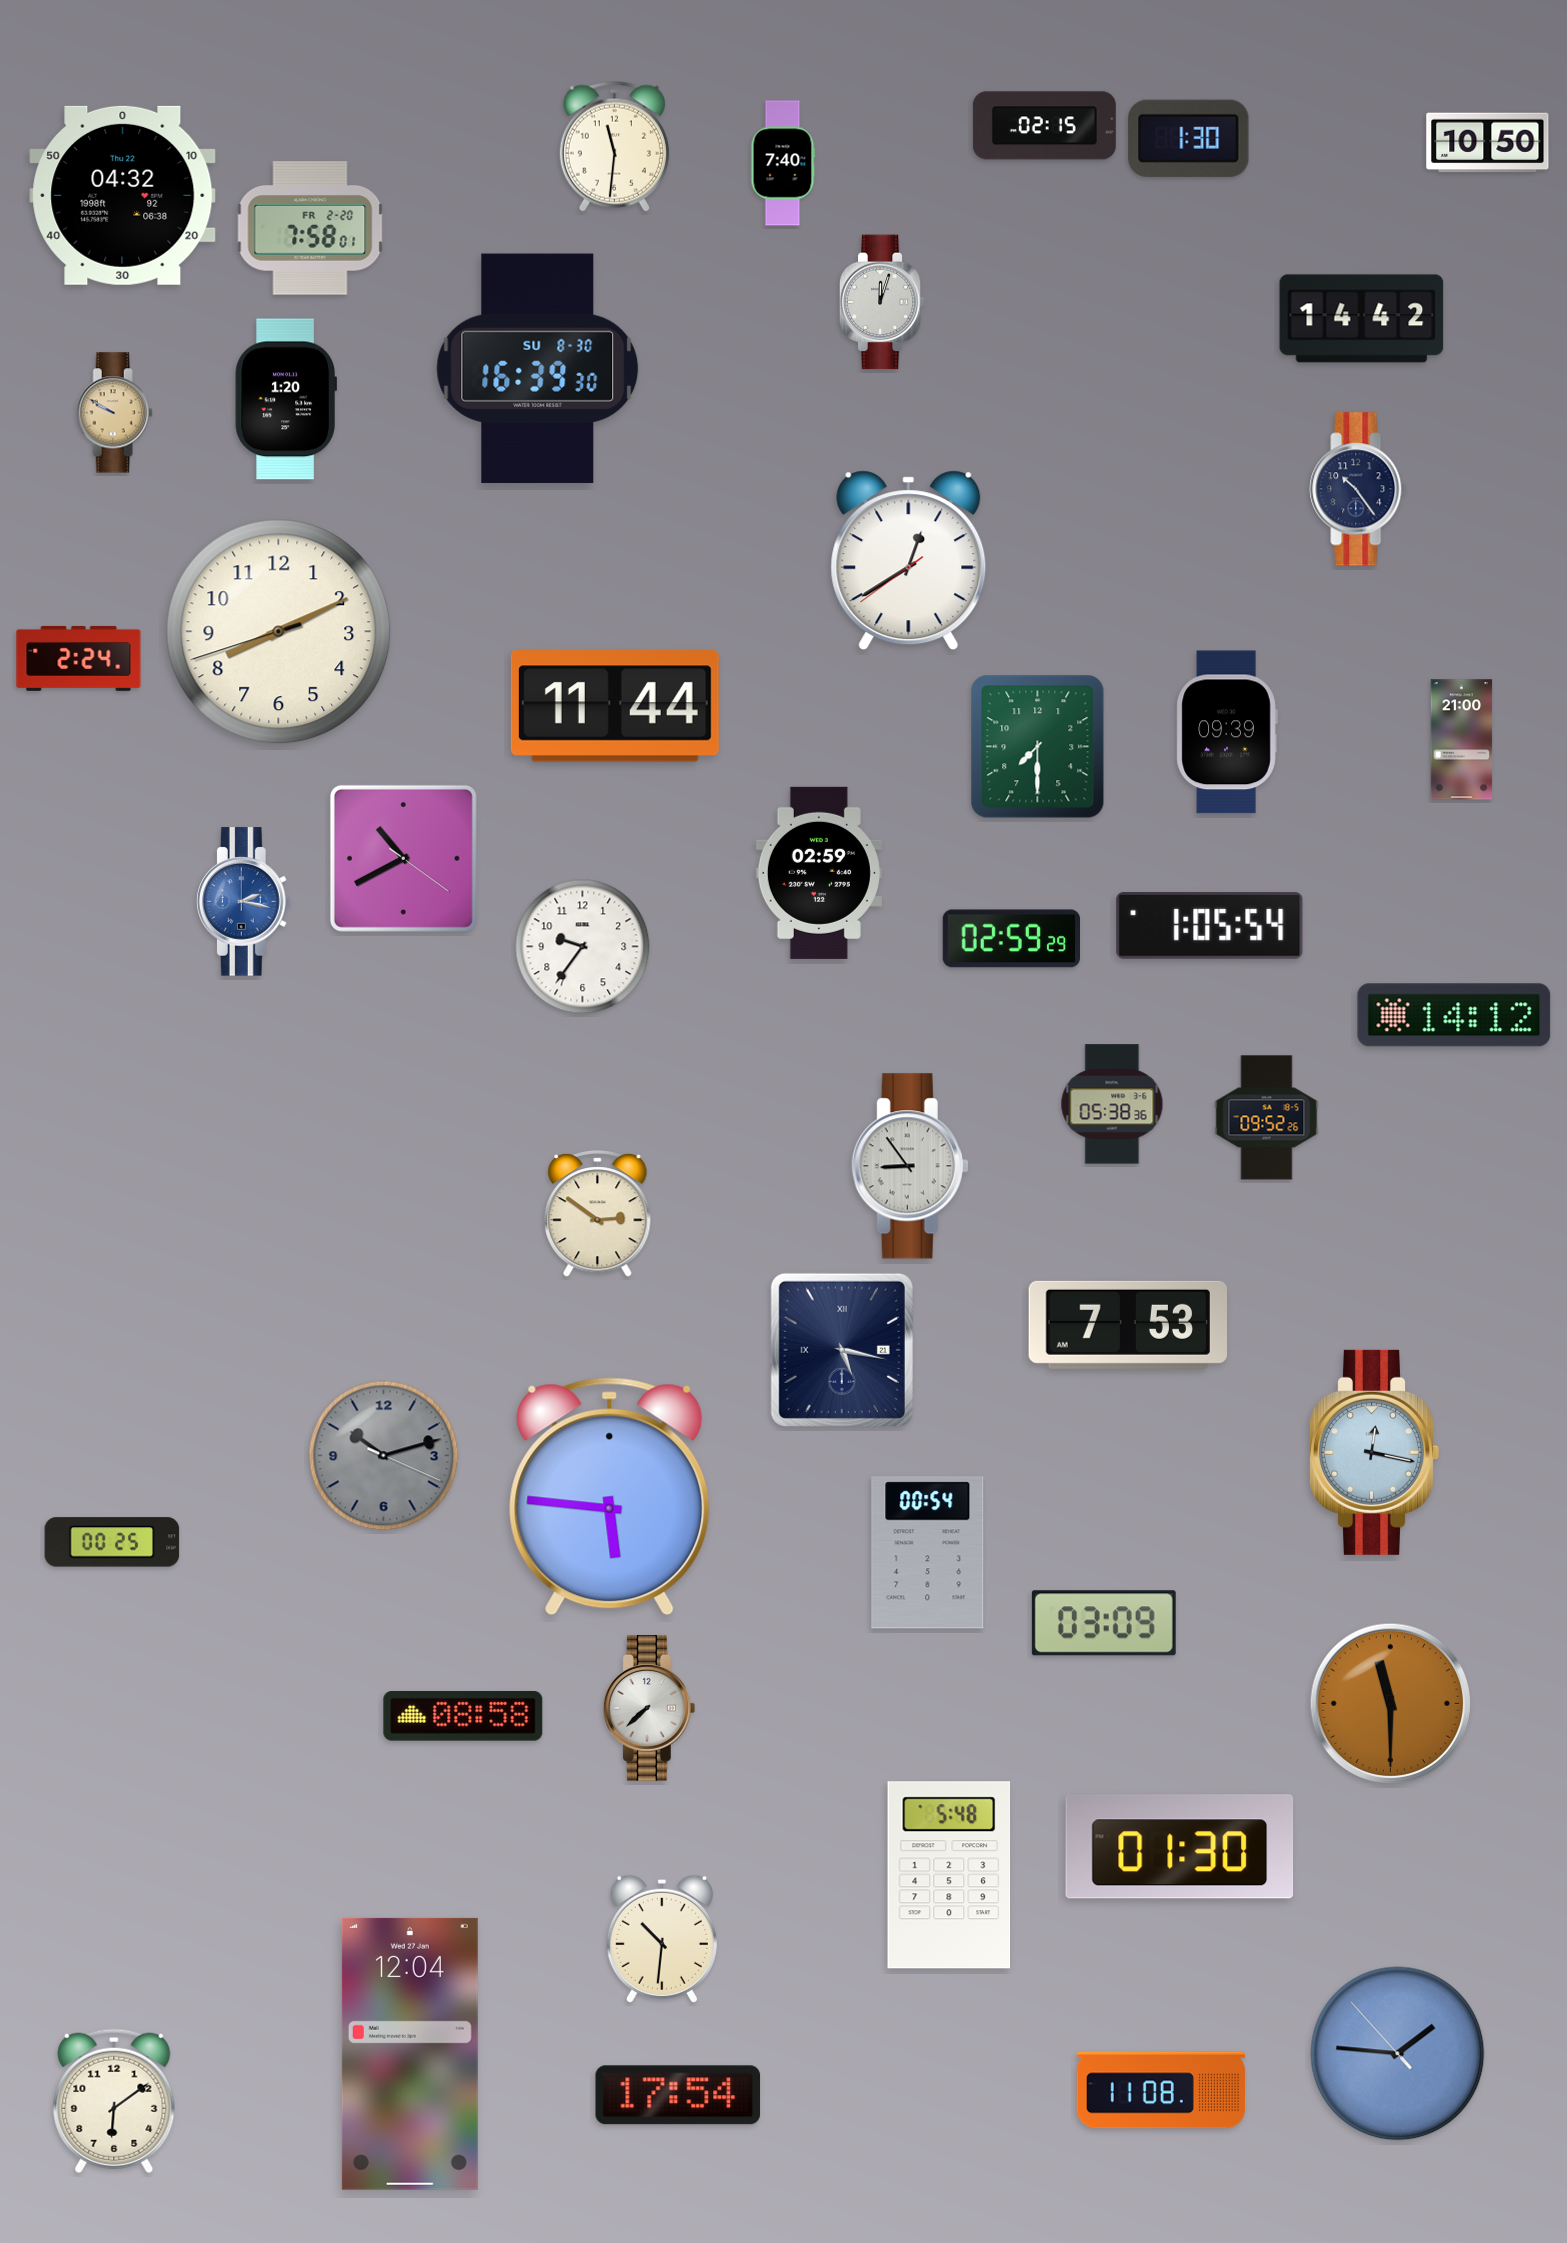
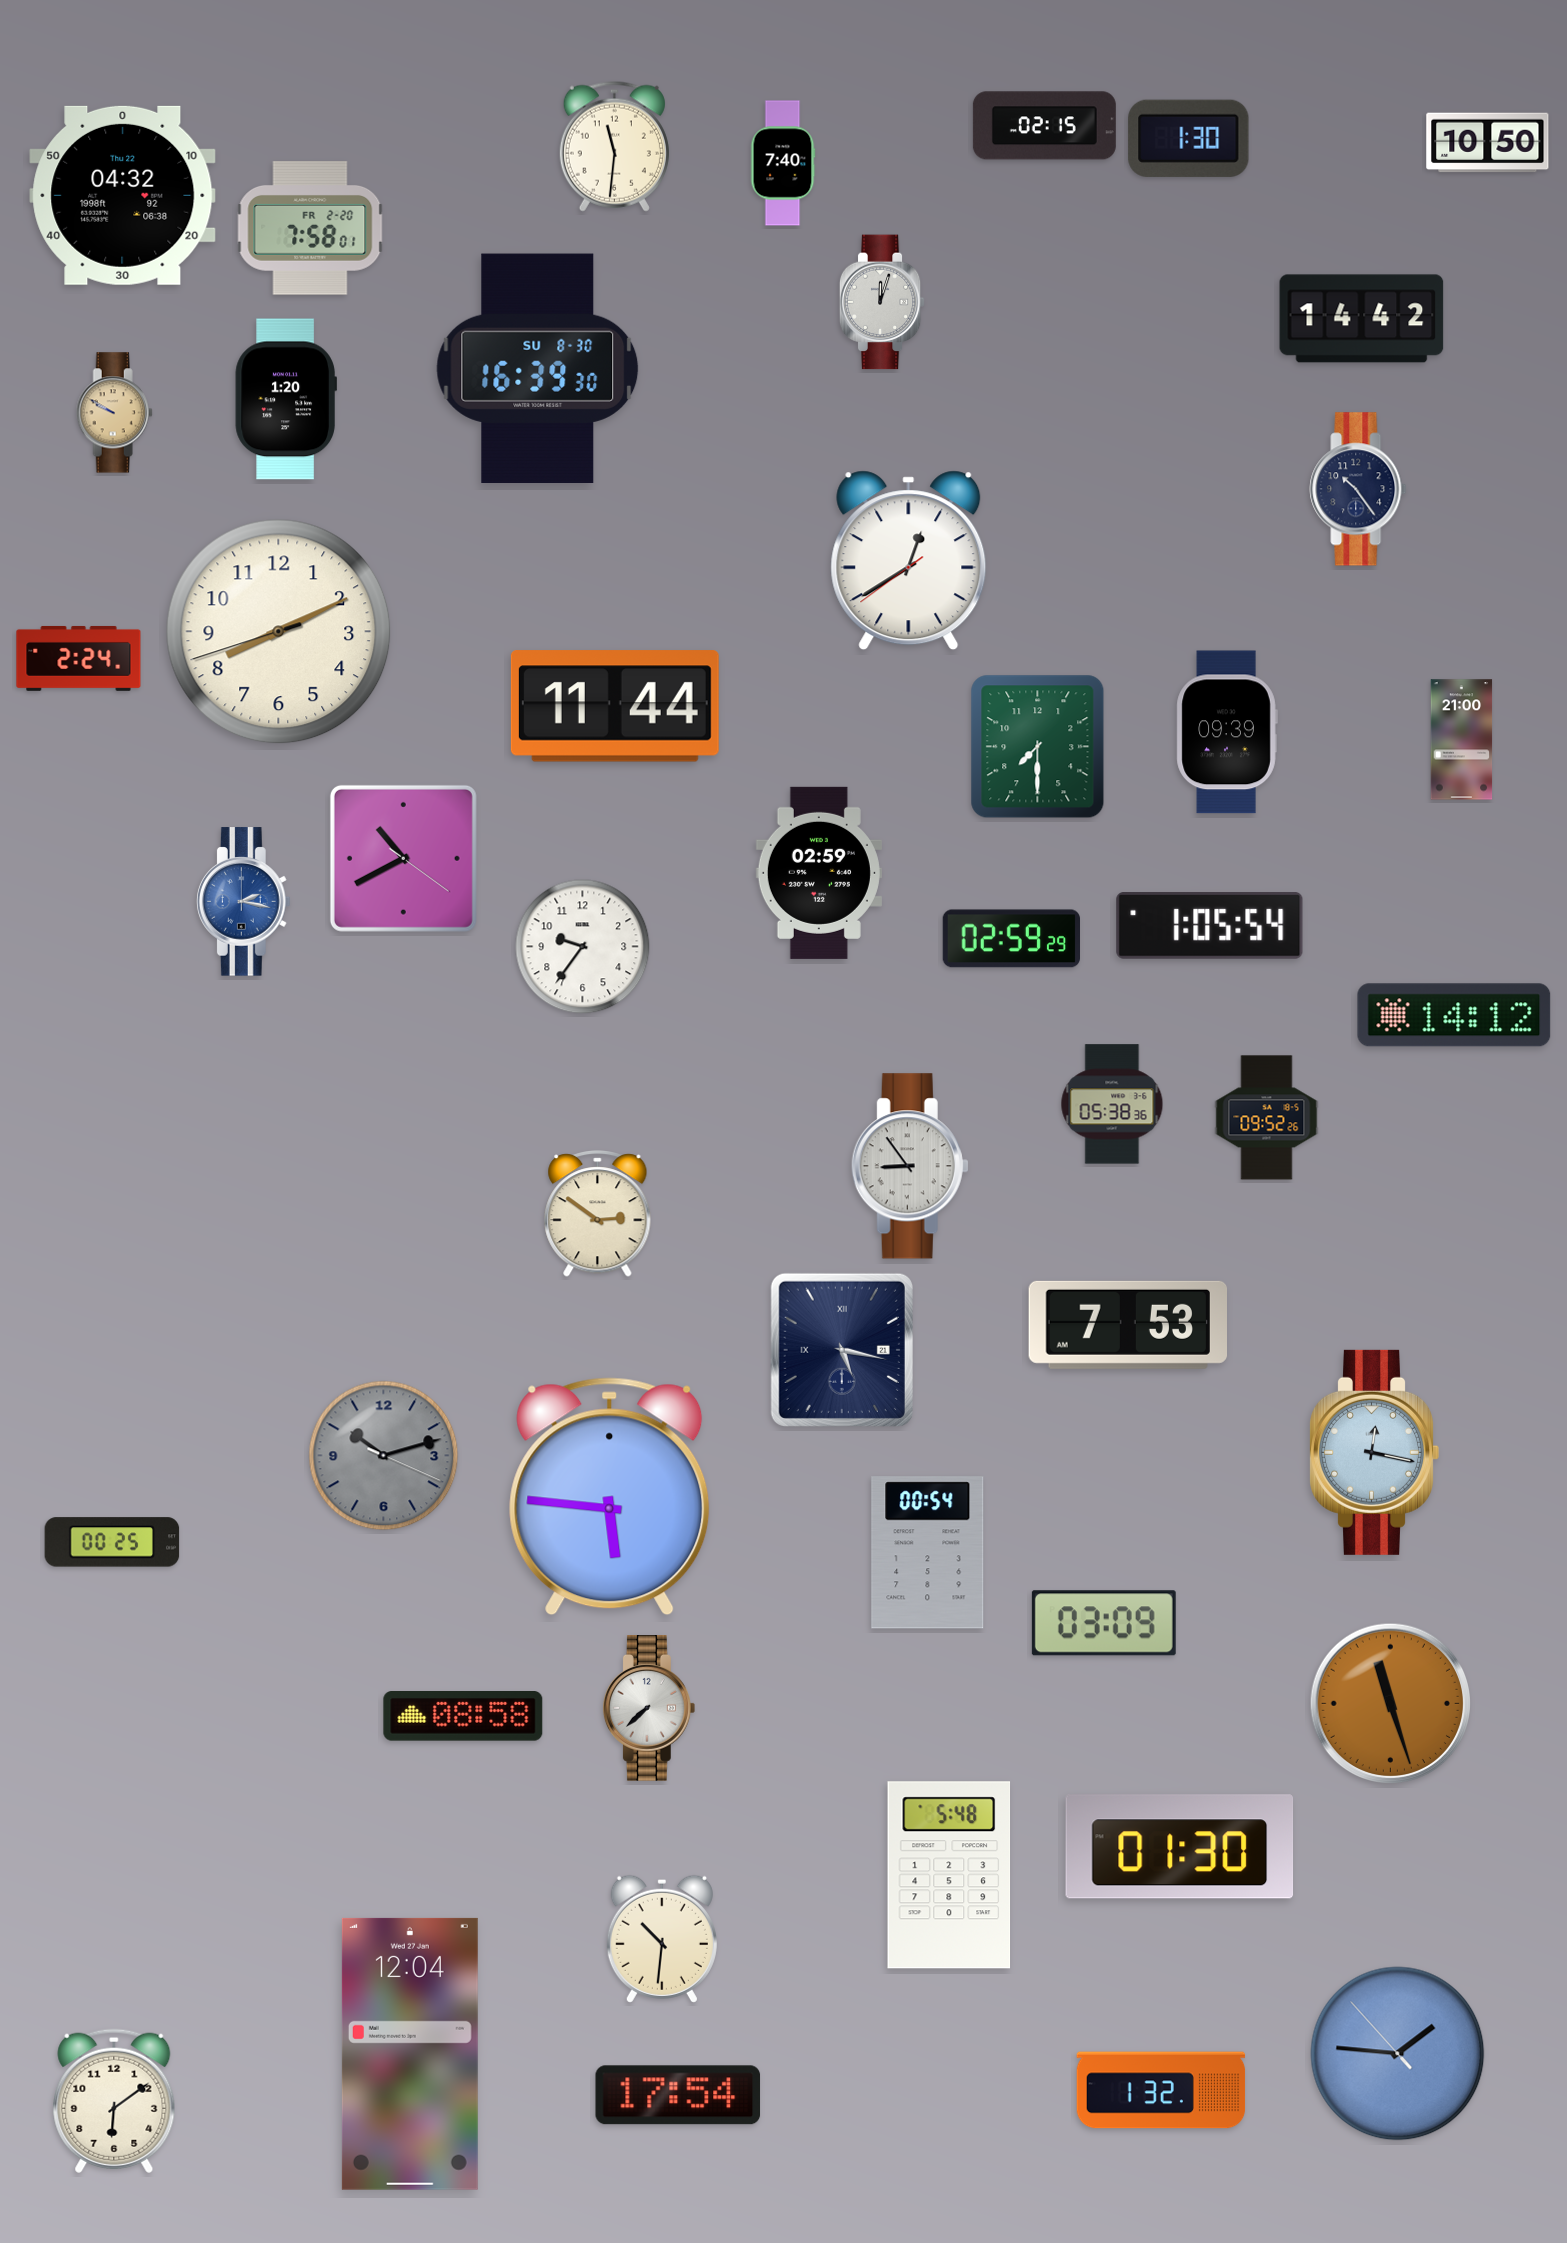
clock at (1390, 1703): 11:30 -> 11:27
clock at (1161, 2090): 11:08 -> 1:32
